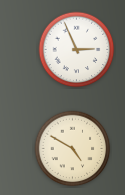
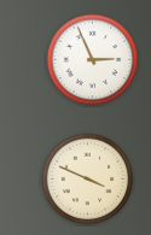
clock at (73, 149): 4:50 -> 3:49
